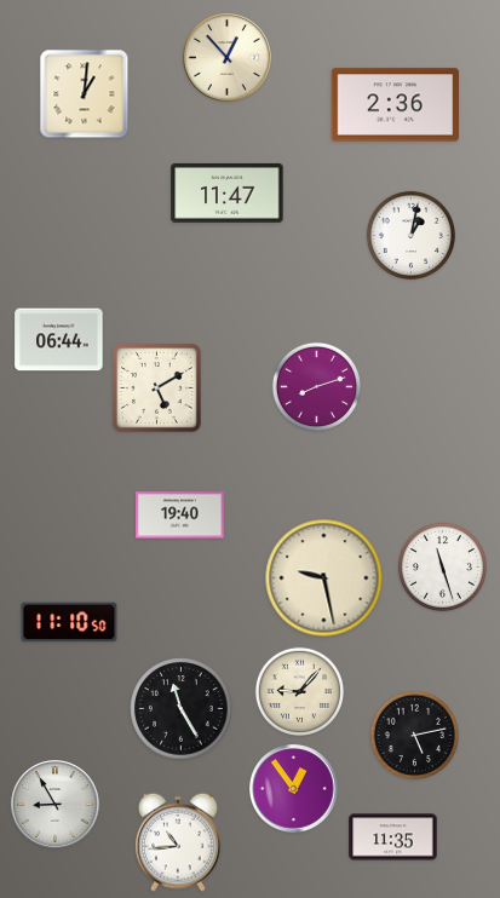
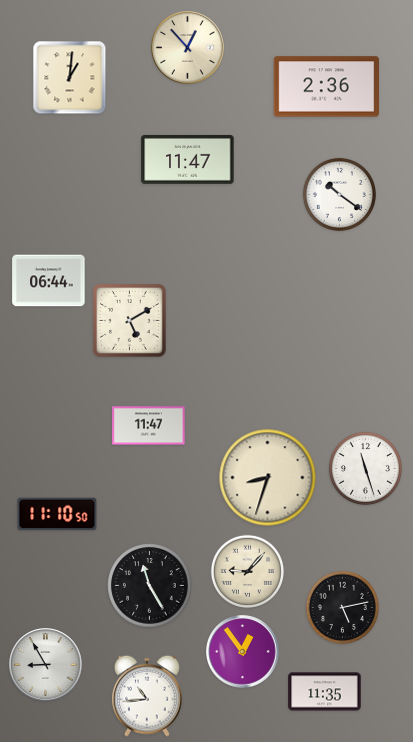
clock at (410, 235): 1:02 -> 10:21
clock at (316, 386): 8:12 -> none
clock at (180, 516): 19:40 -> 11:47
clock at (324, 578): 9:28 -> 8:33
